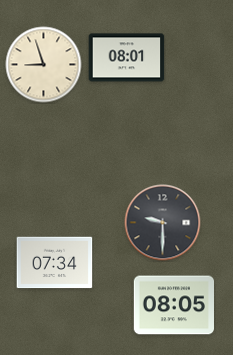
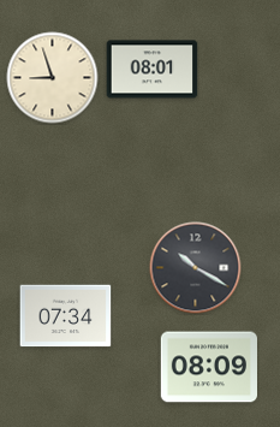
clock at (163, 223): 9:30 -> 10:20
clock at (173, 305): 08:05 -> 08:09
